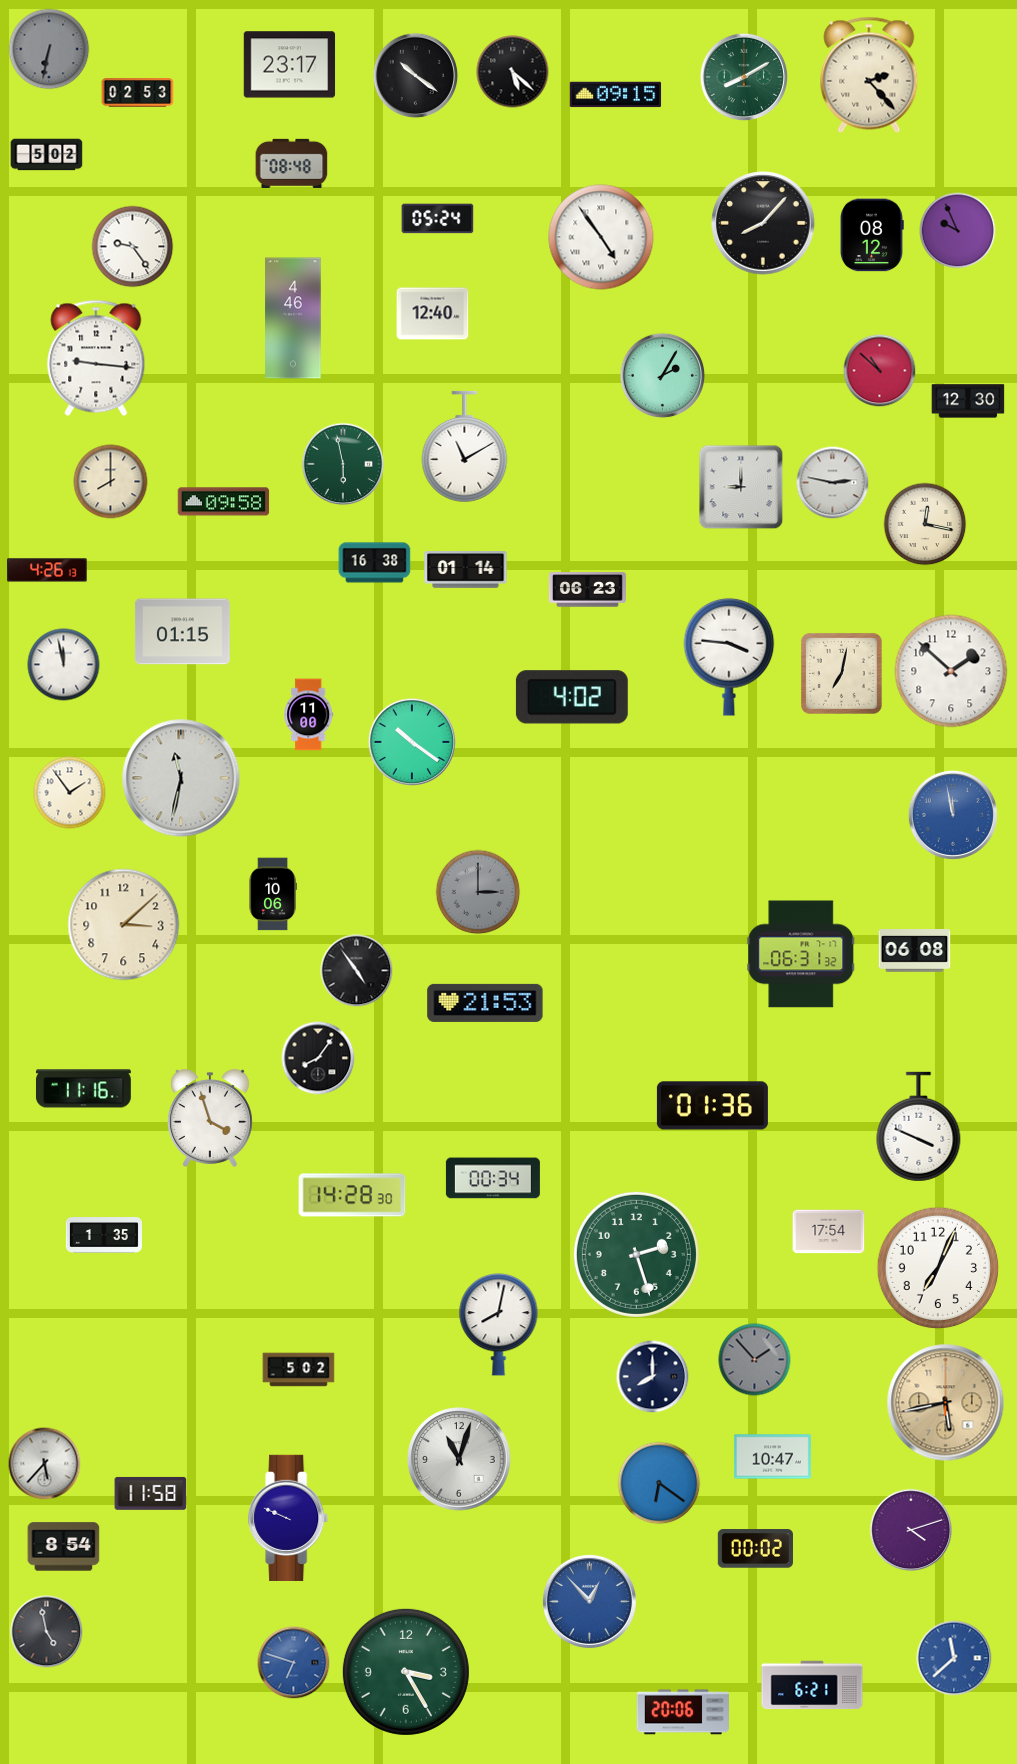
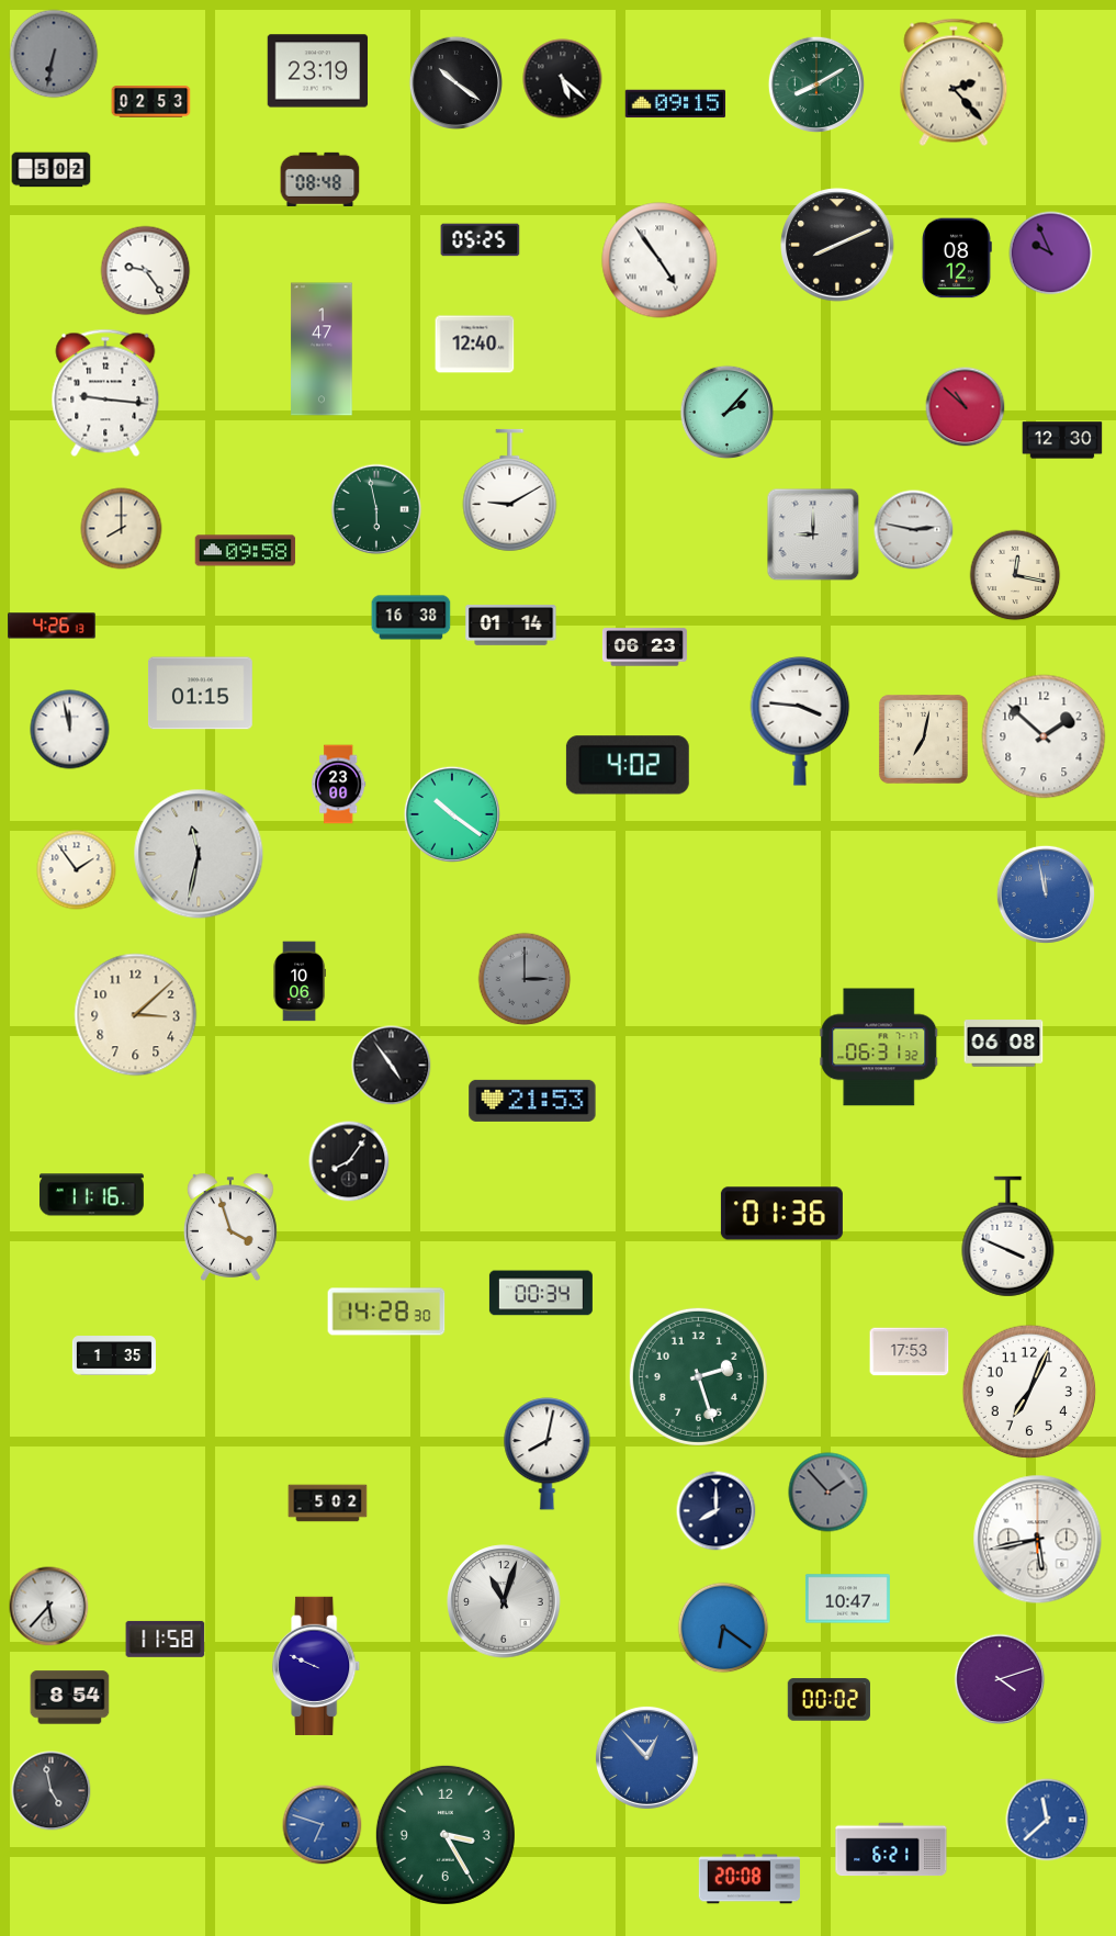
clock at (290, 65): 23:17 -> 23:19
clock at (438, 219): 05:24 -> 05:25
clock at (763, 223): 8:07 -> 8:11
clock at (293, 318): 4:46 -> 1:47
clock at (663, 376): 2:05 -> 2:07
clock at (465, 447): 11:10 -> 9:10
clock at (309, 715): 11:00 -> 23:00
clock at (829, 1232): 17:54 -> 17:53
clock at (946, 1403) dial: champagne -> white
clock at (683, 1712): 20:06 -> 20:08
